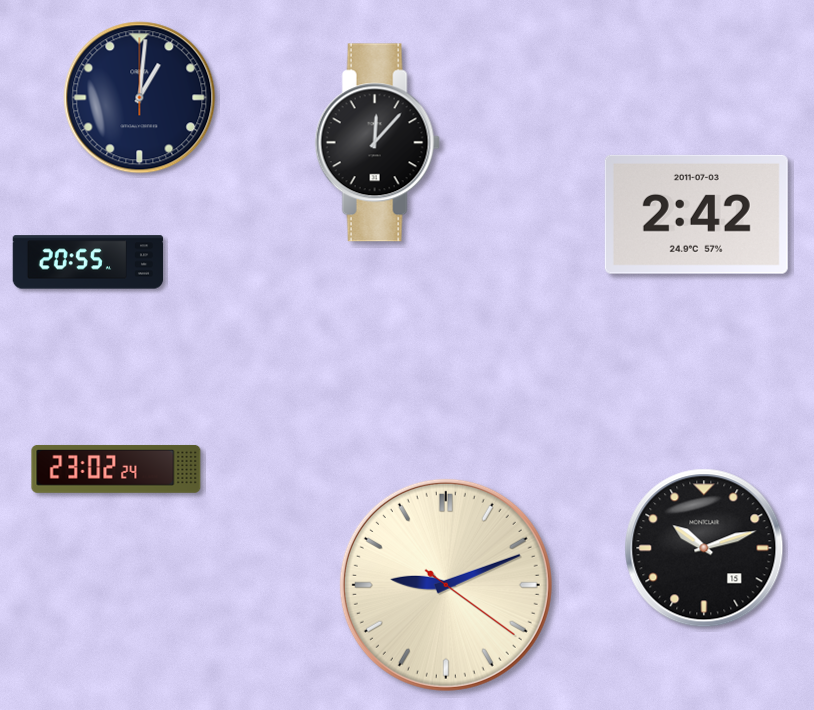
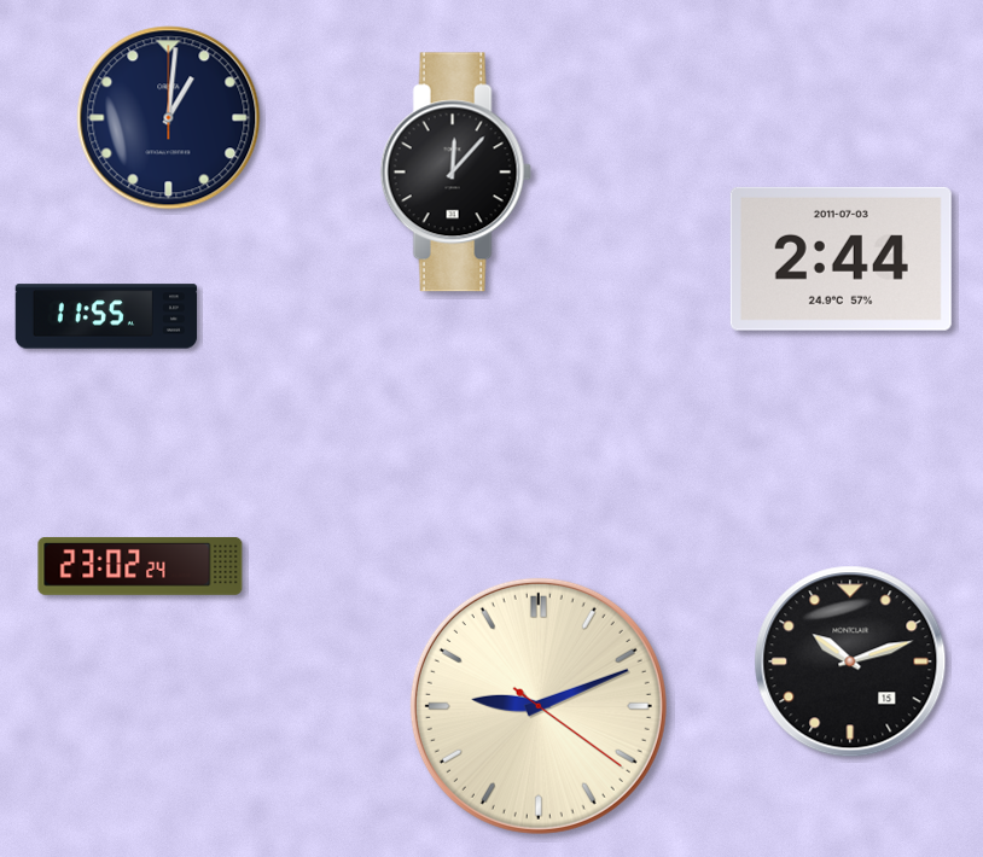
clock at (696, 214): 2:42 -> 2:44
clock at (88, 262): 20:55 -> 11:55
